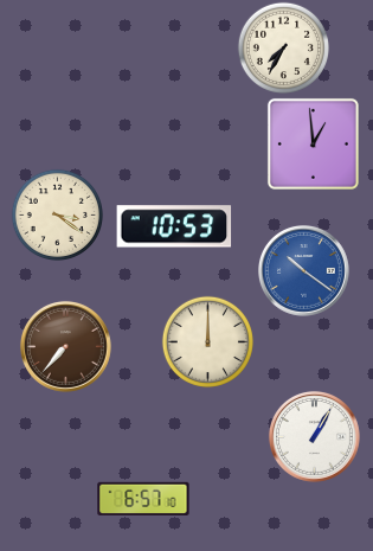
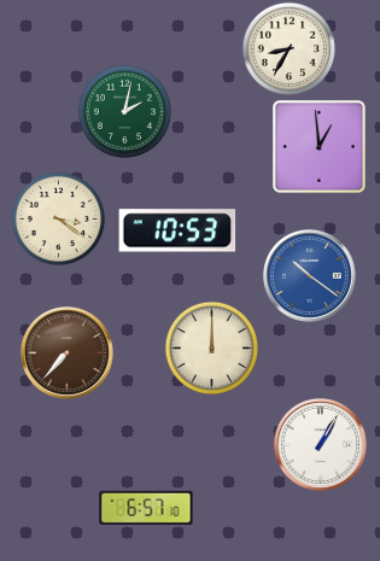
clock at (283, 47): 7:35 -> 8:35
clock at (124, 111): none -> 2:02
